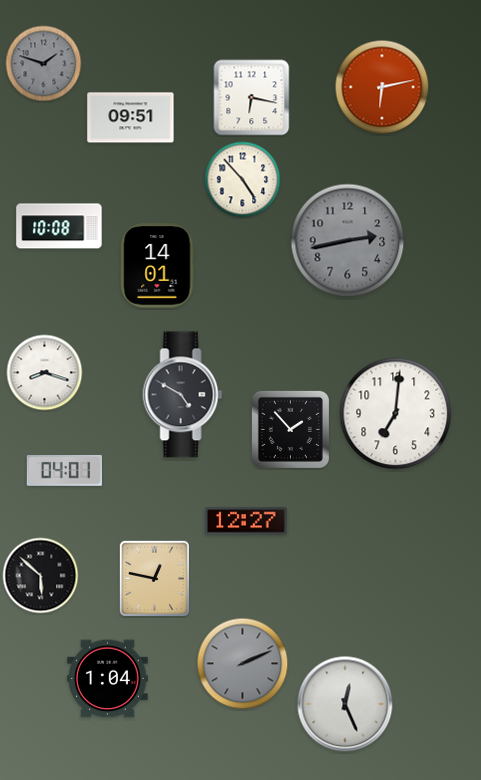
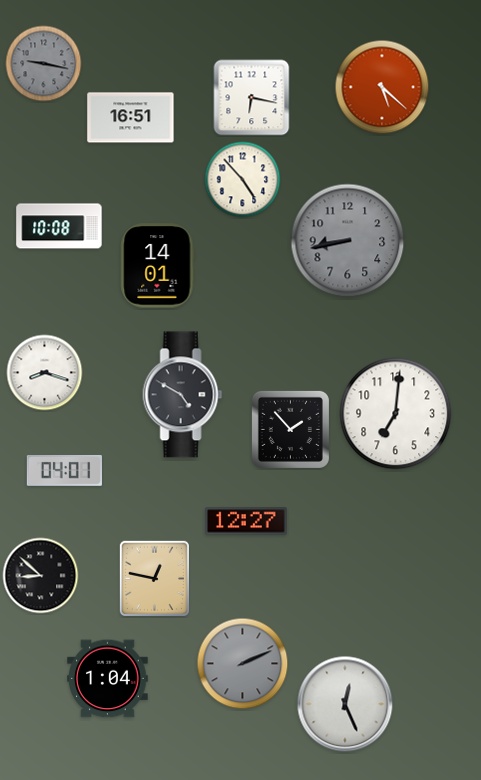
clock at (44, 64): 1:48 -> 9:17
clock at (382, 87): 6:13 -> 5:22
clock at (131, 118): 09:51 -> 16:51
clock at (348, 241): 2:43 -> 8:43
clock at (41, 576): 5:52 -> 8:52
